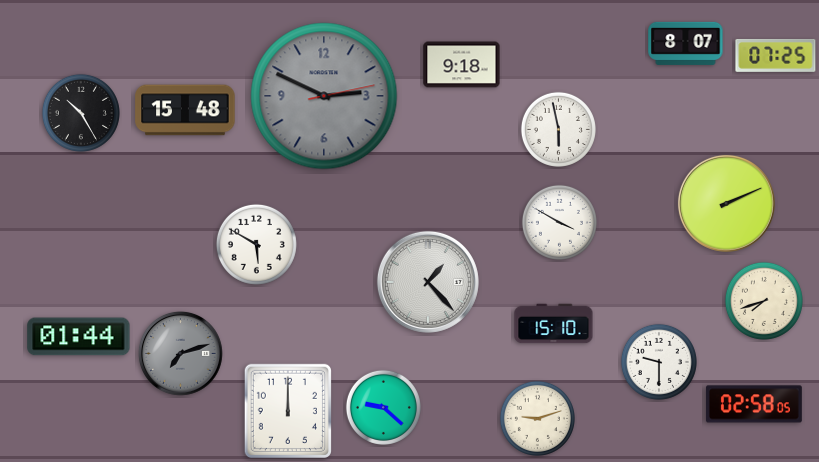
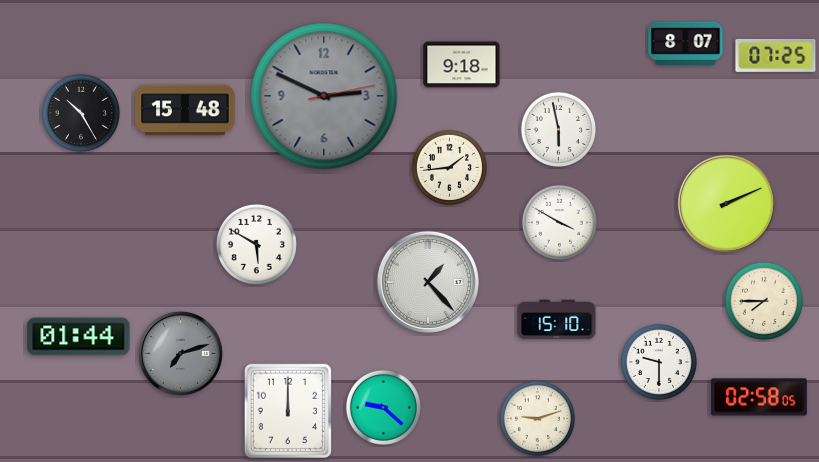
clock at (449, 167): none -> 1:44
clock at (764, 301): 7:42 -> 7:45
clock at (554, 324) position: (554, 324) -> (557, 320)
clock at (754, 404) position: (754, 404) -> (759, 397)
